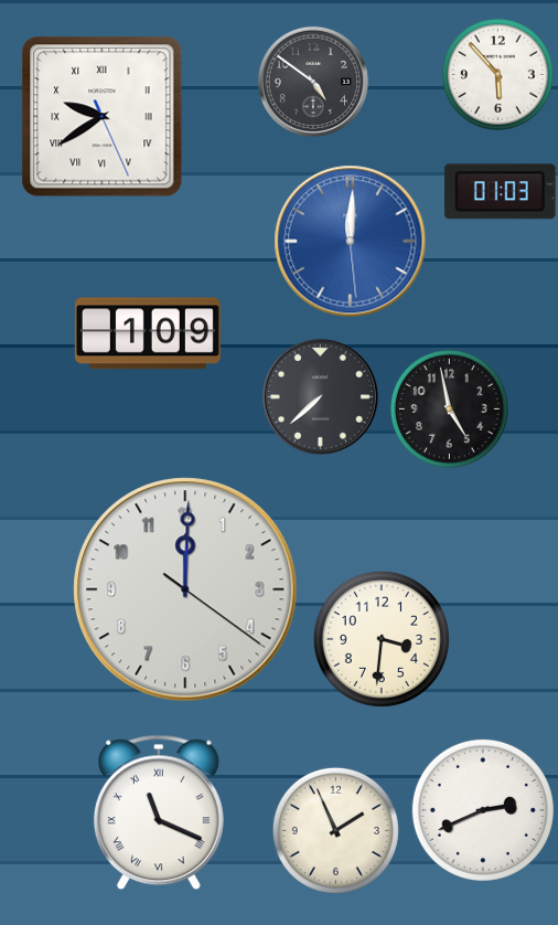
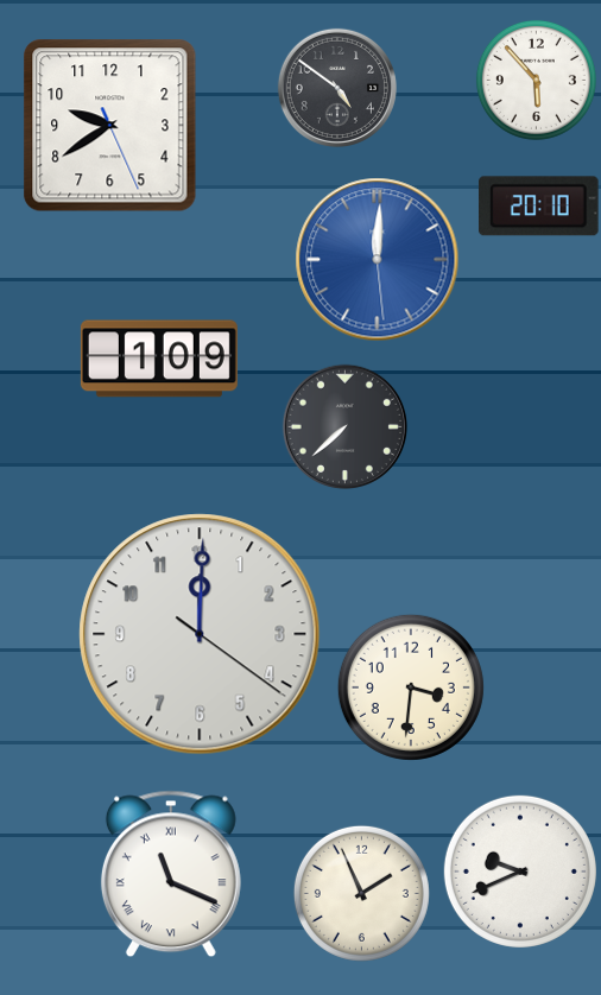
clock at (103, 117) numerals: Roman -> Arabic
clock at (501, 192): 01:03 -> 20:10
clock at (449, 408): 4:58 -> none
clock at (483, 810): 2:41 -> 9:41
